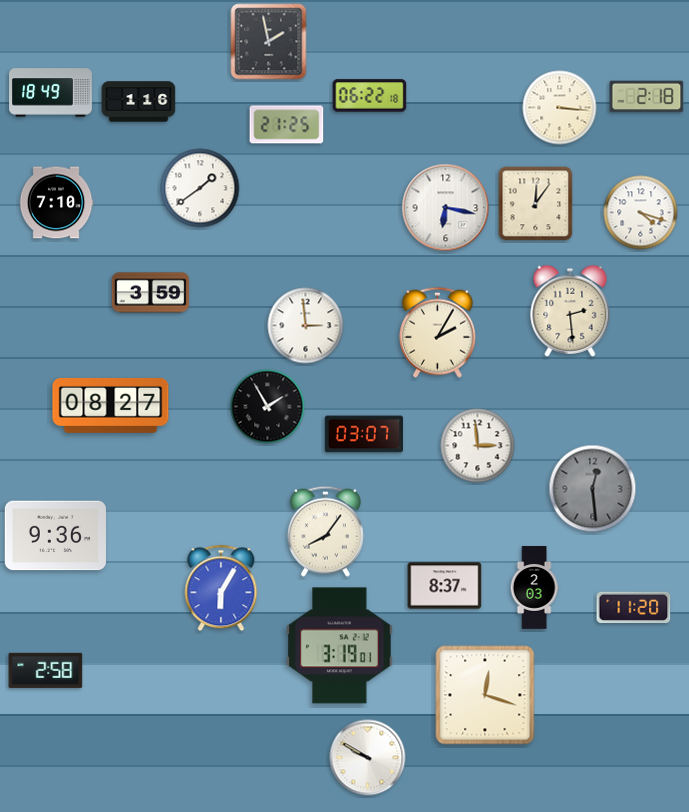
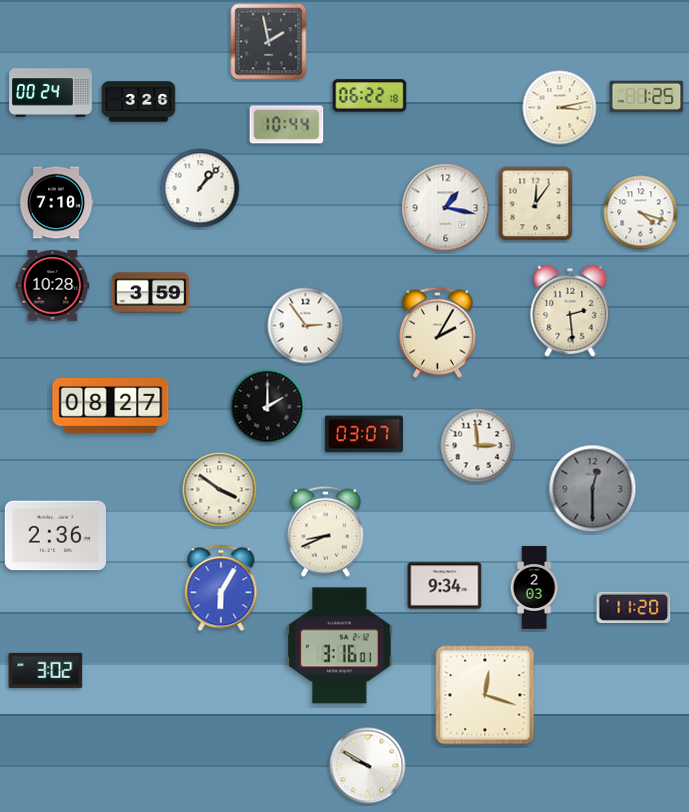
clock at (51, 93): 18:49 -> 00:24
clock at (647, 97): 2:18 -> 1:25
clock at (139, 102): 1:16 -> 3:26
clock at (560, 108): 3:16 -> 3:13
clock at (287, 125): 21:25 -> 10:44
clock at (200, 188): 1:39 -> 1:07
clock at (446, 208): 6:17 -> 1:17
clock at (53, 286): none -> 10:28
clock at (306, 326): 2:59 -> 2:54
clock at (268, 407): 1:55 -> 2:00
clock at (593, 489): 12:29 -> 12:30
clock at (220, 490): none -> 3:51
clock at (325, 531): 8:06 -> 8:41
clock at (55, 536): 9:36 -> 2:36
clock at (445, 586): 8:37 -> 9:34
clock at (340, 646): 3:19 -> 3:16
clock at (46, 670): 2:58 -> 3:02
clock at (368, 758) position: (368, 758) -> (368, 766)
